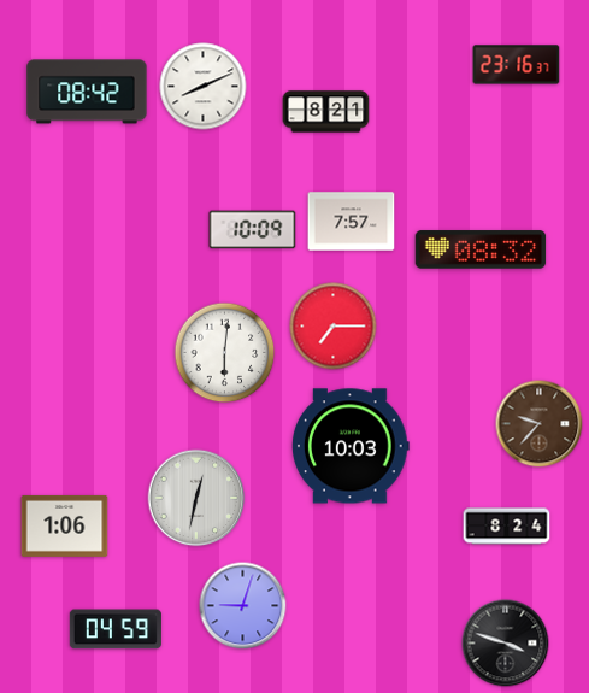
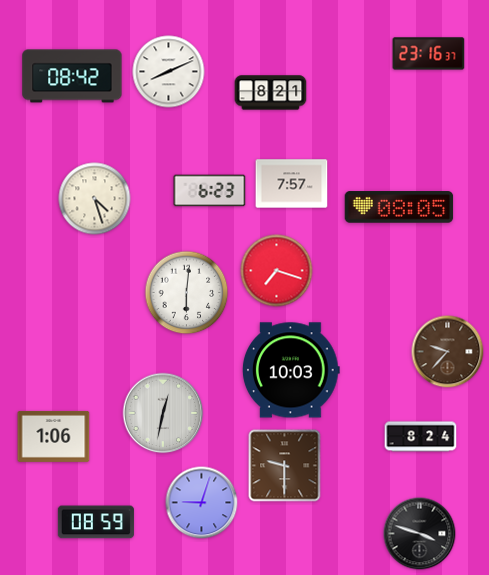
clock at (253, 230): 10:09 -> 6:23
clock at (95, 199): none -> 4:27
clock at (481, 249): 08:32 -> 08:05
clock at (334, 327): 7:15 -> 7:18
clock at (285, 466): none -> 9:30
clock at (116, 629): 04:59 -> 08:59
